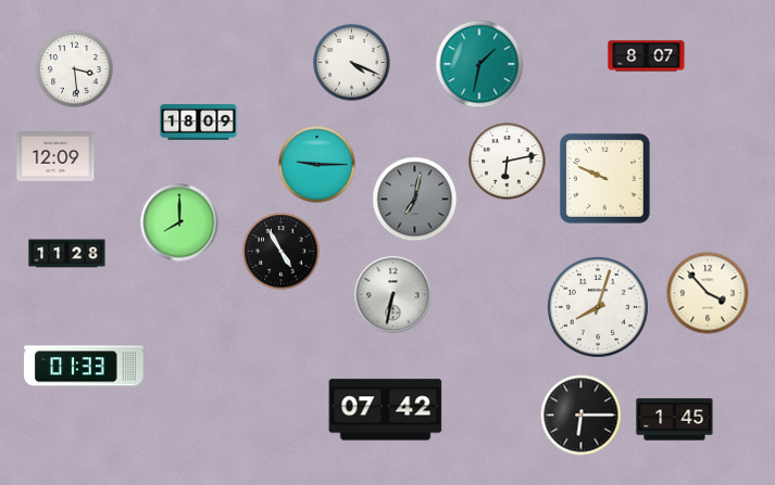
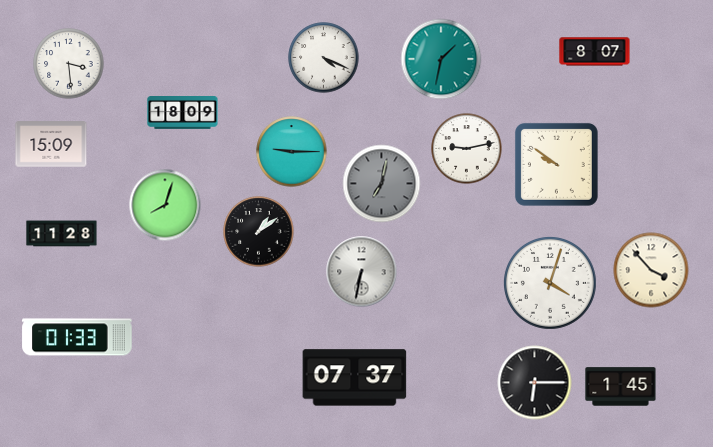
clock at (55, 156): 12:09 -> 15:09
clock at (508, 162): 6:13 -> 9:13
clock at (604, 178): 9:49 -> 9:51
clock at (179, 222): 8:00 -> 8:03
clock at (282, 252): 4:55 -> 1:09
clock at (598, 307): 8:03 -> 4:03
clock at (386, 410): 07:42 -> 07:37
